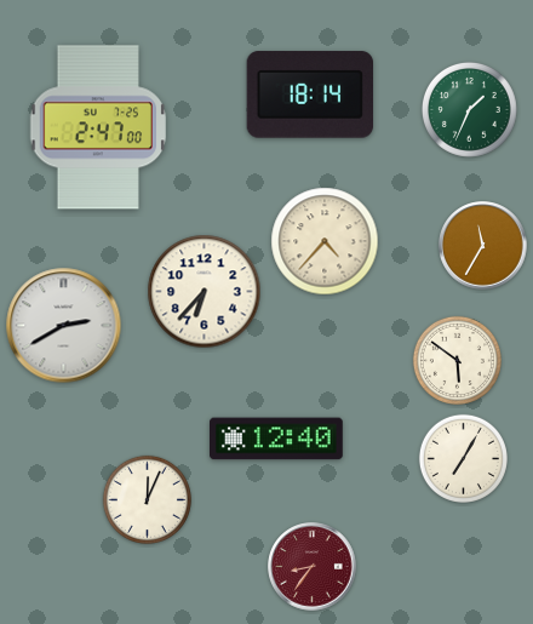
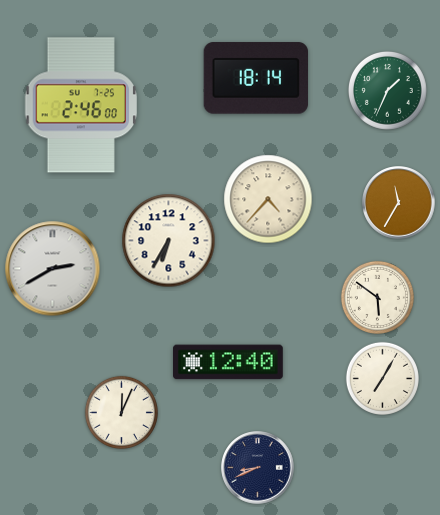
clock at (98, 127): 2:47 -> 2:46
clock at (205, 292): 6:37 -> 6:35
clock at (313, 567): 8:36 -> 8:41
clock at (313, 567) dial: burgundy -> navy
